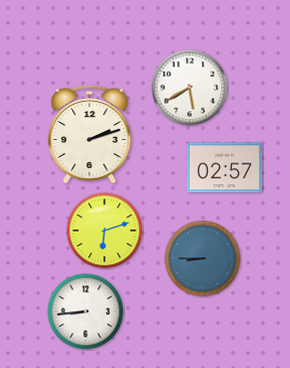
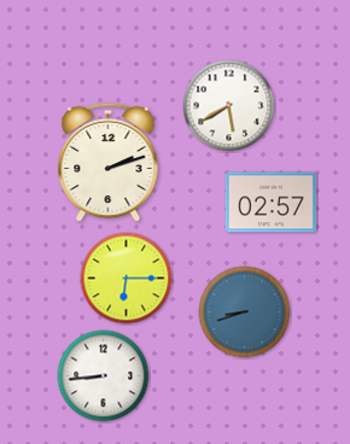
clock at (105, 231): 6:12 -> 6:15
clock at (203, 259): 8:45 -> 8:42
